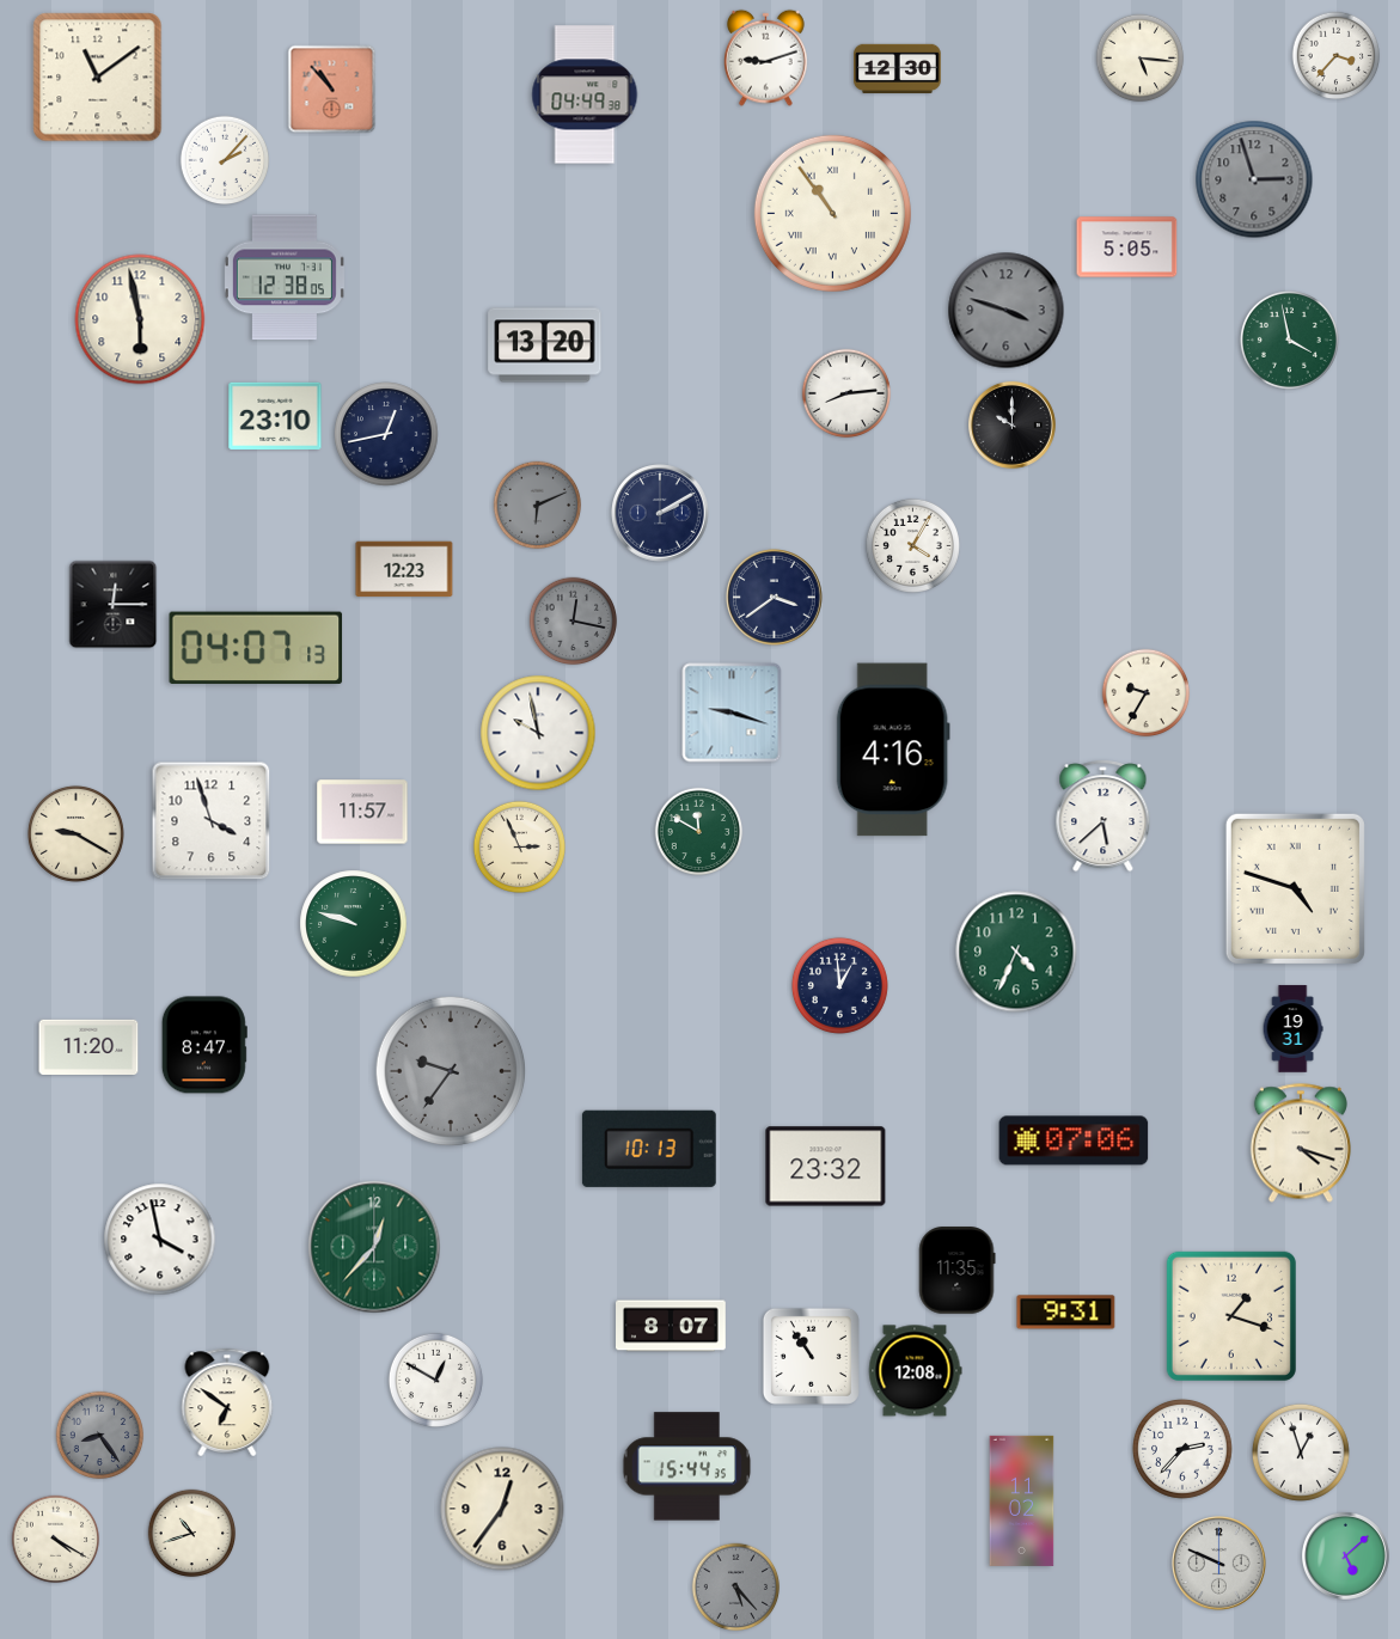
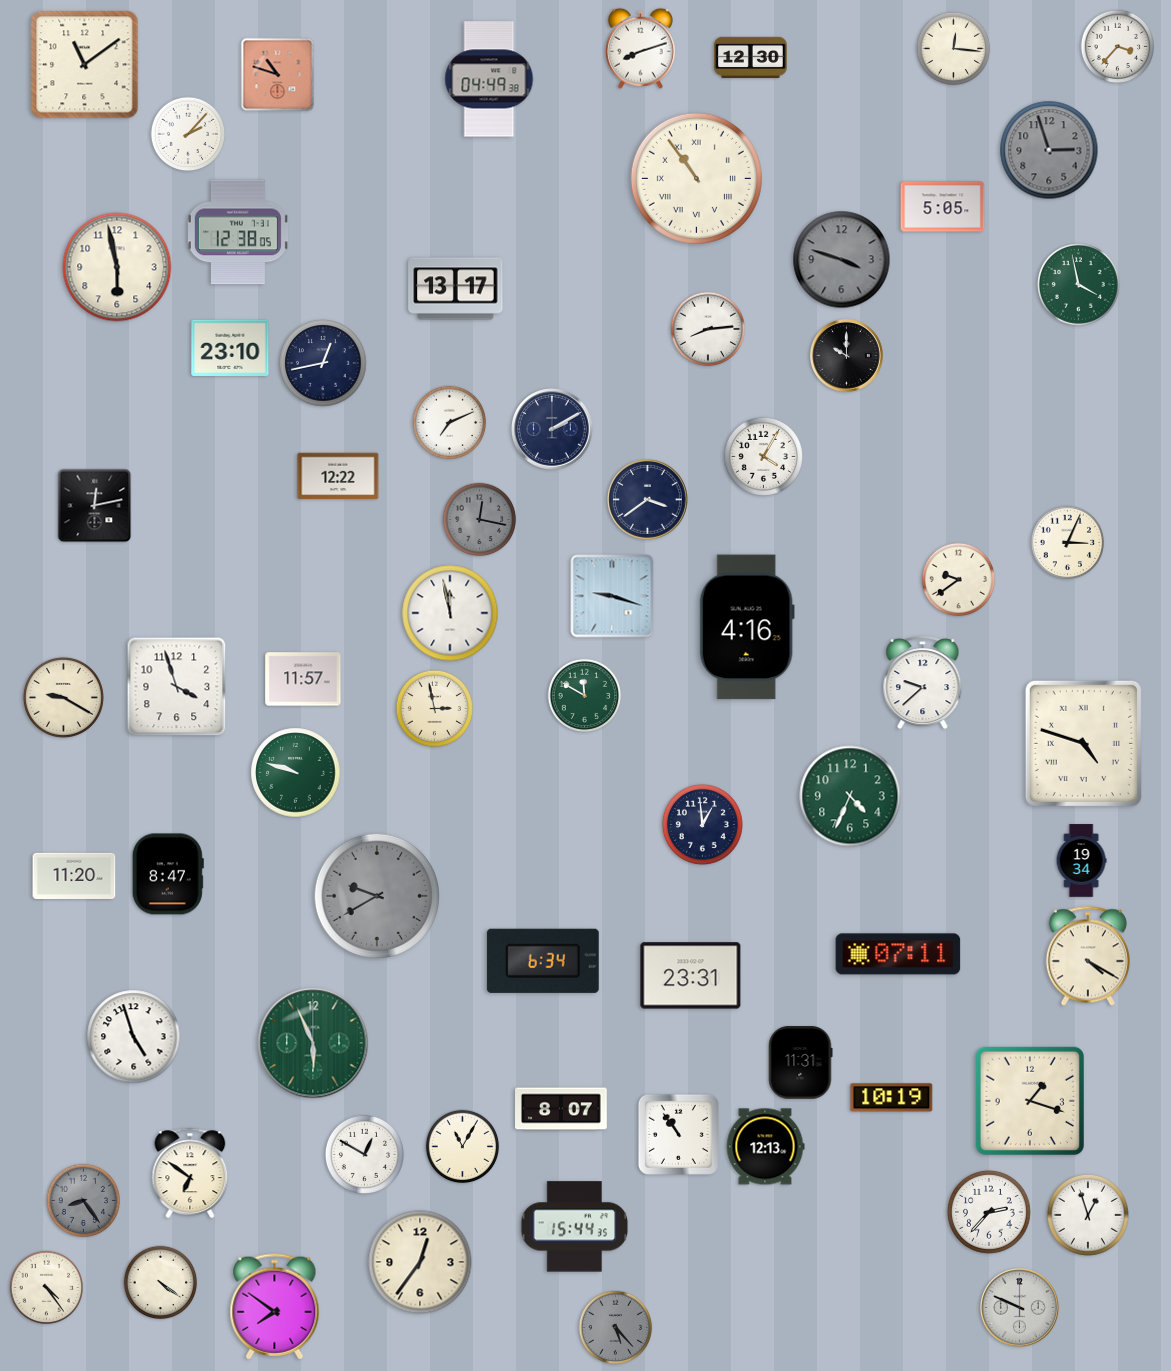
clock at (766, 57): 9:12 -> 8:12
clock at (1141, 59): 5:16 -> 12:16
clock at (98, 78) position: (98, 78) -> (85, 65)
clock at (332, 90): 10:53 -> 10:48
clock at (545, 345): 13:20 -> 13:17
clock at (538, 506): 6:11 -> 7:11
clock at (538, 506) dial: grey -> white
clock at (404, 569): 12:23 -> 12:22
clock at (114, 605): 12:15 -> 12:13
clock at (256, 647): 04:07 -> none
clock at (1068, 543): none -> 3:04
clock at (1147, 693): 9:35 -> 9:39
clock at (538, 733): 9:58 -> 11:58
clock at (1104, 817): 5:38 -> 9:38
clock at (519, 846): 2:56 -> 2:58
clock at (1292, 1029): 19:31 -> 19:34
clock at (204, 1045) position: (204, 1045) -> (168, 874)
clock at (450, 1070): 9:36 -> 9:40
clock at (1074, 1140): 07:06 -> 07:11
clock at (1301, 1143): 4:18 -> 4:20
clock at (649, 1149): 10:13 -> 6:34
clock at (826, 1167): 23:32 -> 23:31
clock at (160, 1240): 3:58 -> 4:57
clock at (374, 1247): 12:37 -> 5:56
clock at (958, 1271): 11:35 -> 11:31
clock at (1066, 1313): 9:31 -> 10:19
clock at (463, 1147): none -> 11:05
clock at (915, 1371): 12:08 -> 12:13
clock at (1022, 1500): 11:02 -> none
clock at (192, 1534): 10:42 -> 4:21
clock at (56, 1540): 4:20 -> 4:24
clock at (1345, 1555): 5:08 -> none
clock at (275, 1307): none -> 7:51
